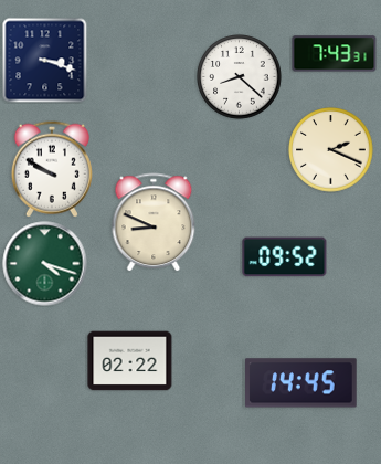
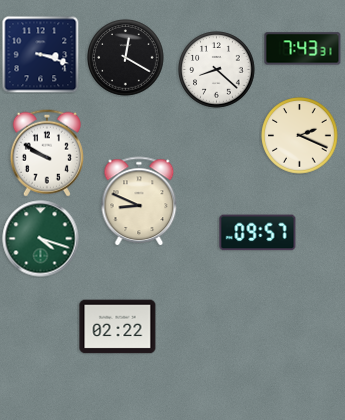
clock at (126, 58): none -> 12:20
clock at (285, 257): 09:52 -> 09:57
clock at (301, 383): 14:45 -> none
